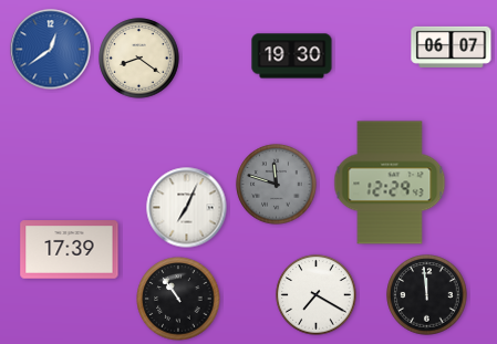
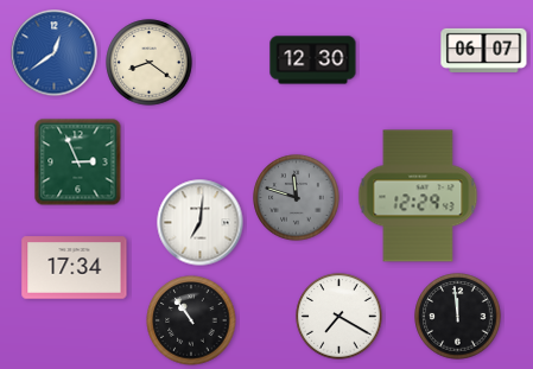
clock at (292, 56): 19:30 -> 12:30
clock at (78, 163): none -> 2:56
clock at (187, 208): 7:04 -> 7:01
clock at (70, 250): 17:39 -> 17:34
